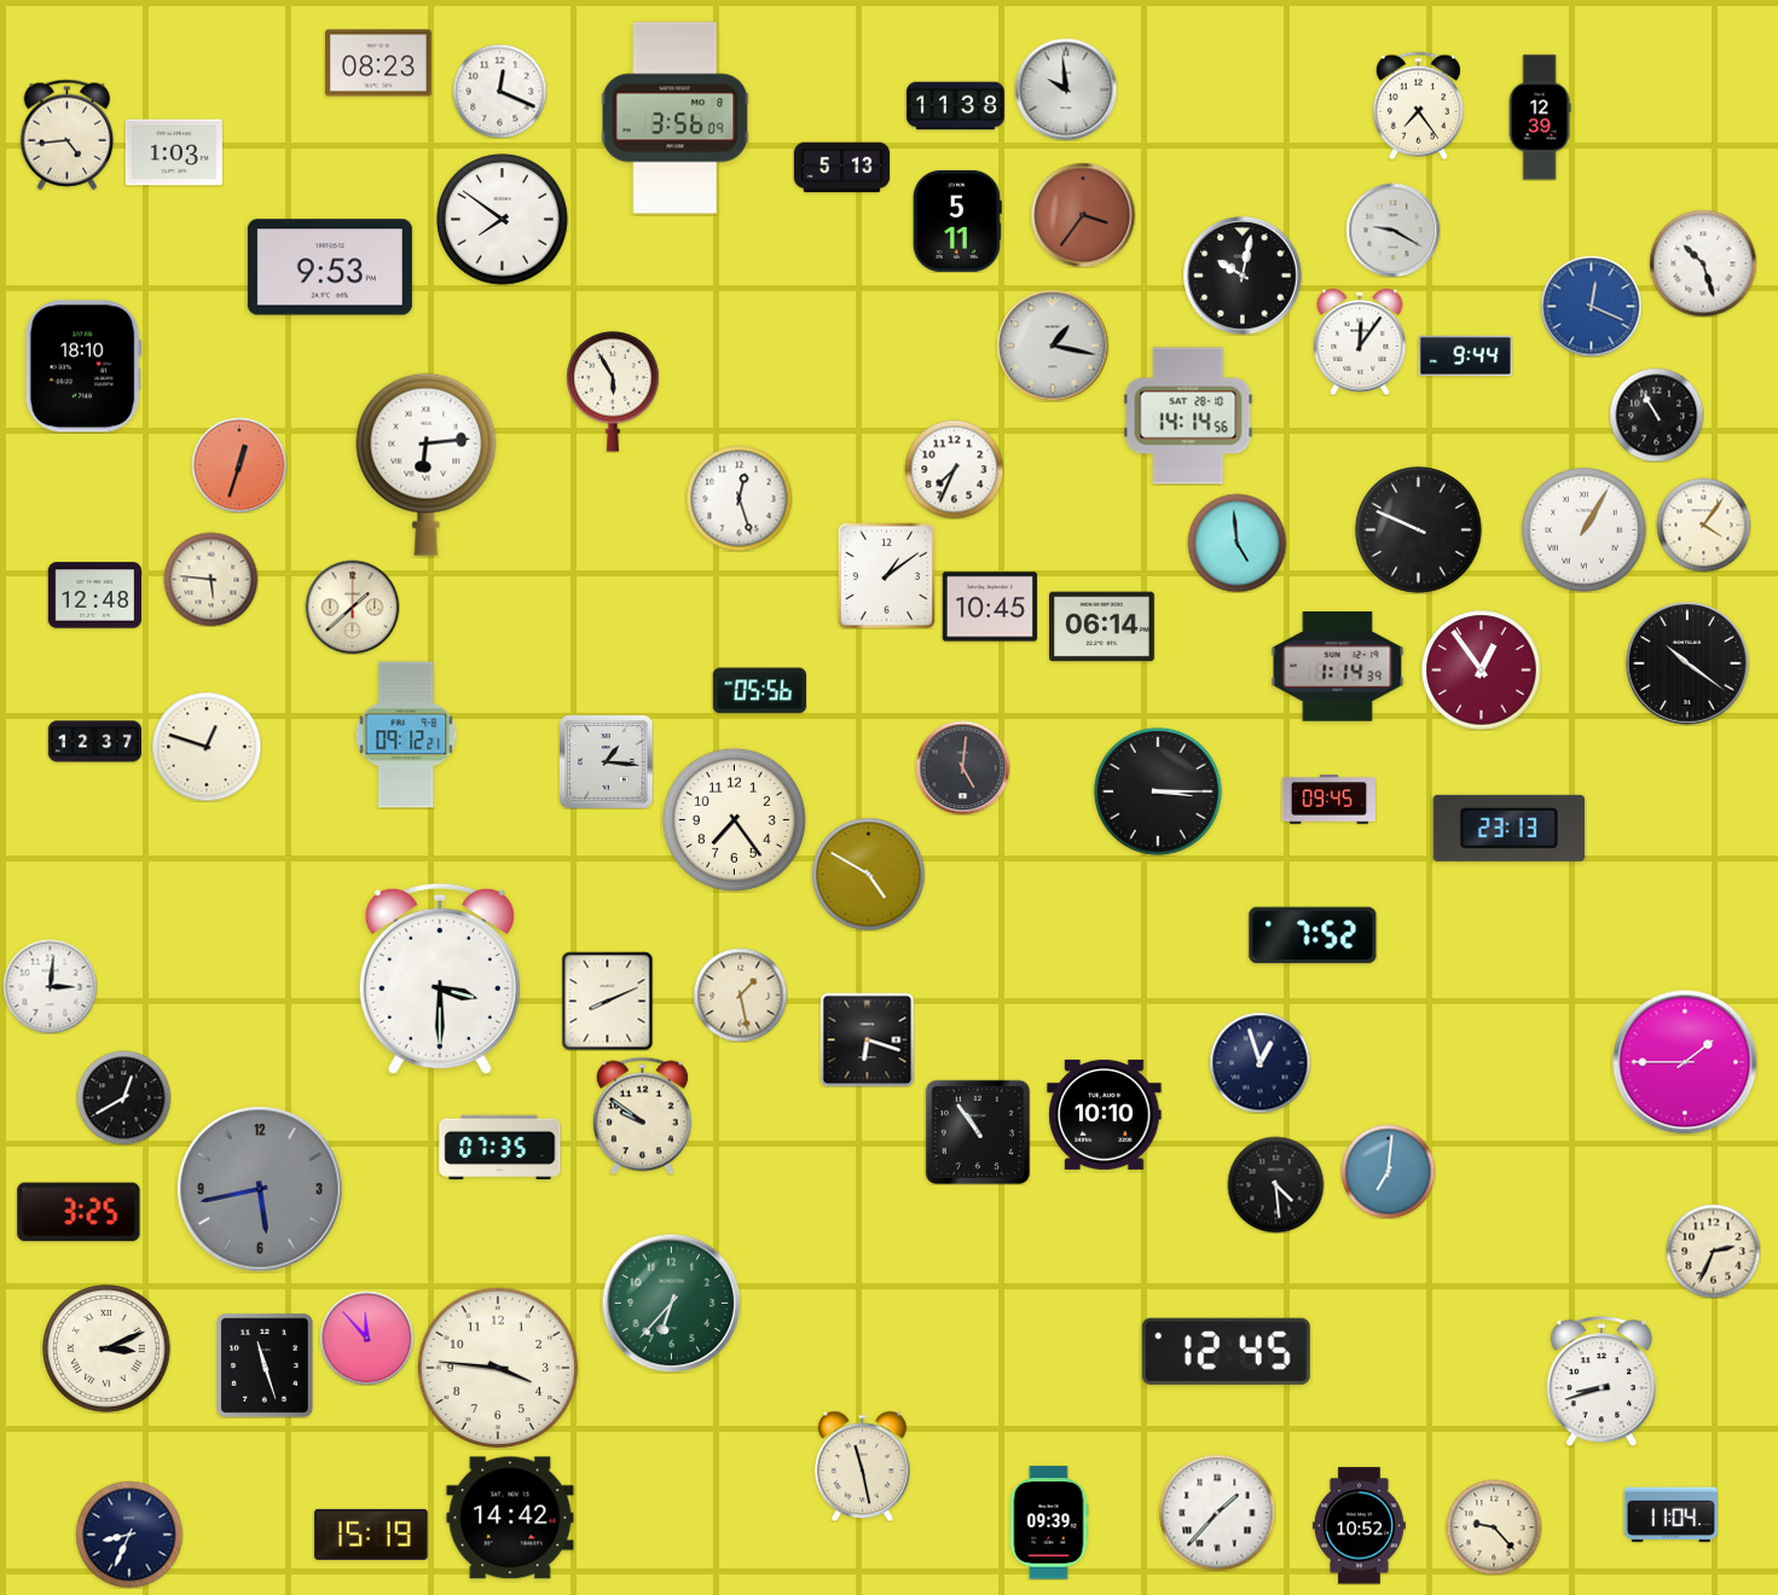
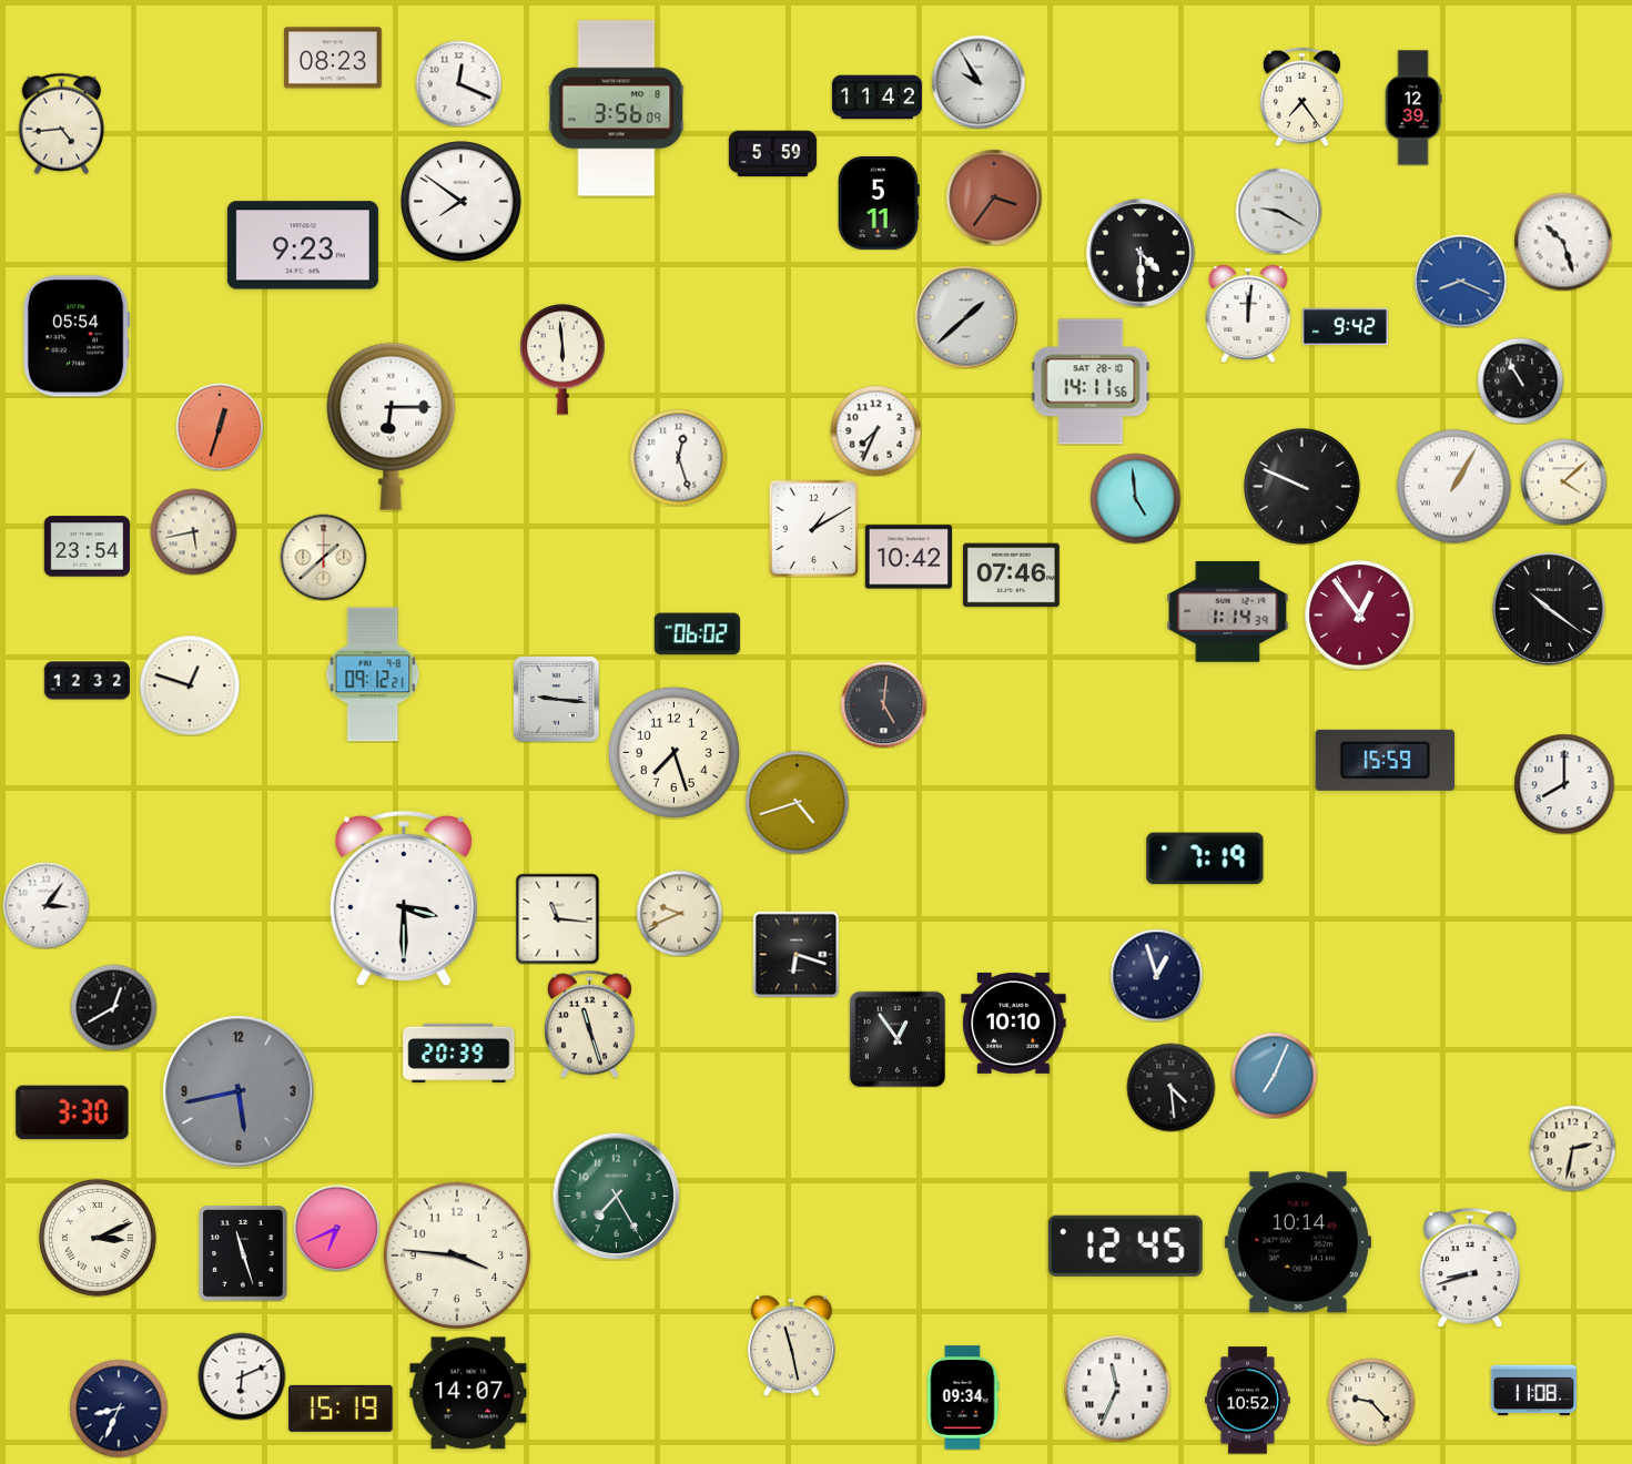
clock at (380, 63) position: (380, 63) -> (334, 58)
clock at (1066, 89): 9:59 -> 9:55
clock at (955, 106): 11:38 -> 11:42
clock at (676, 118) position: (676, 118) -> (617, 109)
clock at (174, 152): 1:03 -> none
clock at (841, 168): 5:13 -> 5:59
clock at (330, 267): 9:53 -> 9:23
clock at (1243, 275): 10:02 -> 4:30
clock at (1591, 306): 12:19 -> 8:19
clock at (1360, 342): 12:06 -> 12:01
clock at (1053, 346): 1:17 -> 1:38
clock at (1465, 356): 9:44 -> 9:42
clock at (83, 366): 18:10 -> 05:54
clock at (613, 393): 5:55 -> 5:59
clock at (1188, 416): 14:14 -> 14:11
clock at (427, 464): 6:14 -> 6:15
clock at (1703, 524): 4:06 -> 4:08
clock at (887, 575): 1:09 -> 1:10
clock at (210, 579): 5:46 -> 5:43
clock at (94, 596): 12:48 -> 23:54
clock at (990, 607): 10:45 -> 10:42
clock at (1102, 627): 06:14 -> 07:46
clock at (759, 691): 05:56 -> 06:02
clock at (94, 742): 12:37 -> 12:32
clock at (606, 761): 1:16 -> 9:16
clock at (1158, 791): 3:15 -> none
clock at (1328, 800): 09:45 -> none
clock at (734, 819): 7:24 -> 7:27
clock at (1510, 828): 23:13 -> 15:59
clock at (1564, 784): none -> 8:00
clock at (868, 874): 4:50 -> 4:42
clock at (1313, 935): 7:52 -> 7:19
clock at (50, 986): 3:01 -> 3:06
clock at (740, 994): 1:28 -> 9:41
clock at (608, 1000): 8:11 -> 11:16
clock at (1685, 1062): 1:45 -> none
clock at (642, 1115): 9:51 -> 11:27
clock at (977, 1131): 10:54 -> 12:54
clock at (500, 1148): 07:35 -> 20:39
clock at (1388, 1171): 7:01 -> 7:04
clock at (79, 1212): 3:25 -> 3:30
clock at (1713, 1251): 2:34 -> 2:32
clock at (671, 1303): 6:37 -> 7:25
clock at (366, 1338): 11:53 -> 6:41
clock at (1226, 1351) position: (1226, 1351) -> (1125, 1246)
clock at (1298, 1242): none -> 10:14
clock at (242, 1376): none -> 6:11
clock at (1217, 1513): 1:37 -> 11:34
clock at (1670, 1515): 11:04 -> 11:08
clock at (510, 1518): 14:42 -> 14:07
clock at (1049, 1522): 09:39 -> 09:34
